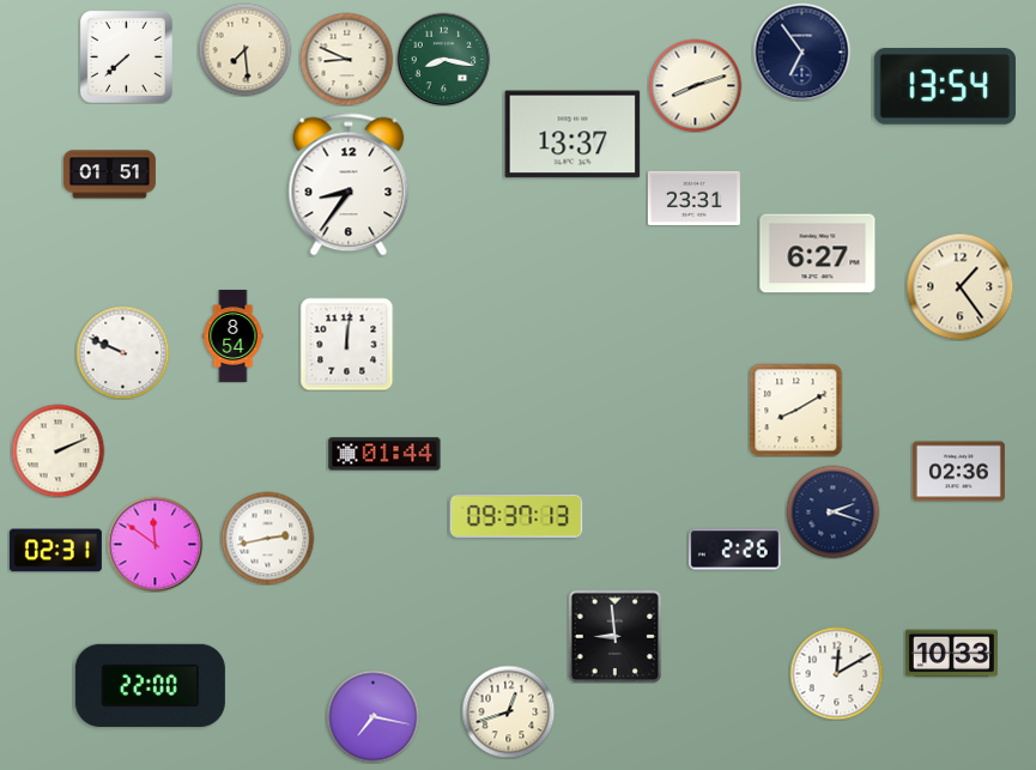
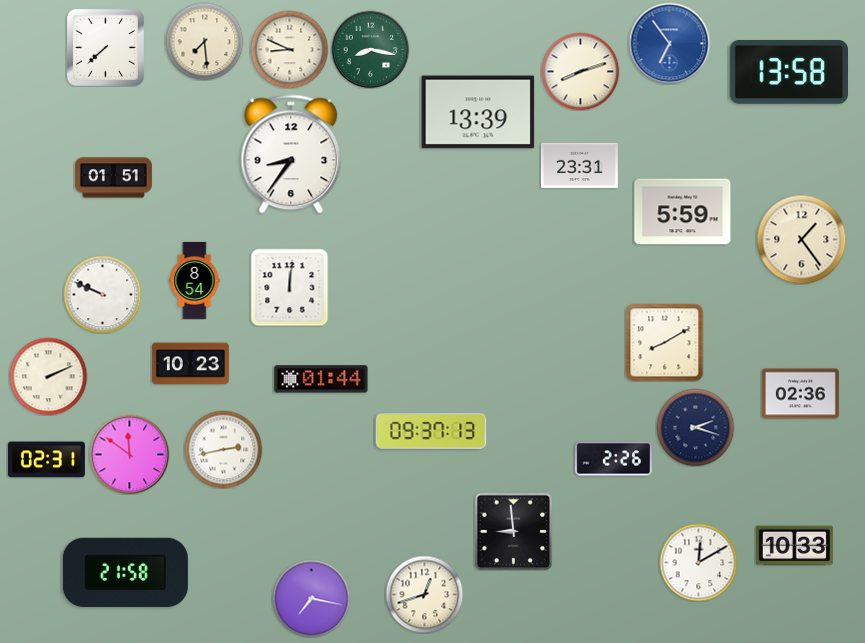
clock at (801, 51) dial: navy -> blue
clock at (944, 87): 13:54 -> 13:58
clock at (572, 134): 13:37 -> 13:39
clock at (109, 175) position: (109, 175) -> (113, 178)
clock at (818, 254): 6:27 -> 5:59
clock at (190, 364): none -> 10:23
clock at (150, 685): 22:00 -> 21:58
